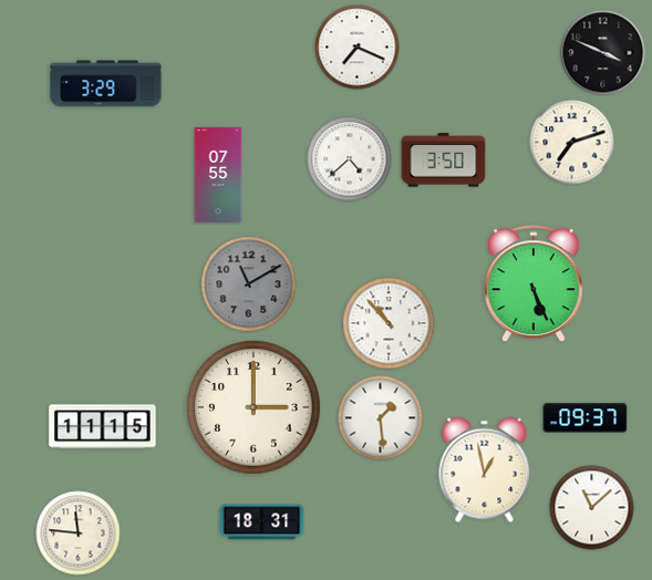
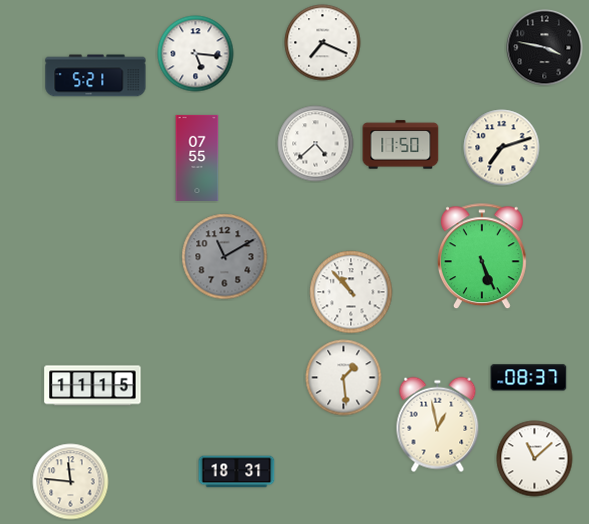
clock at (603, 53): 3:49 -> 3:47
clock at (196, 54): none -> 5:16
clock at (106, 84): 3:29 -> 5:21
clock at (572, 143) position: (572, 143) -> (502, 148)
clock at (444, 160): 3:50 -> 11:50
clock at (253, 407): 3:00 -> none
clock at (586, 418): 09:37 -> 08:37
